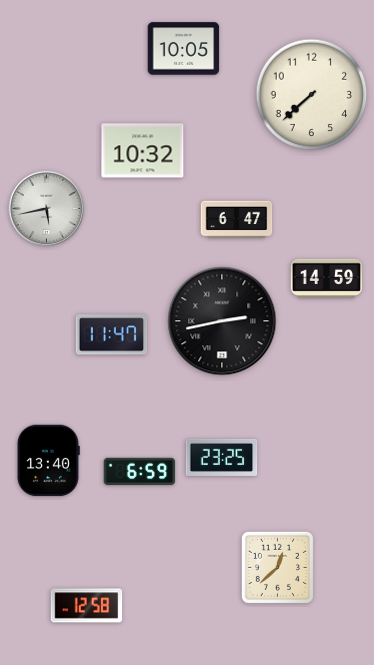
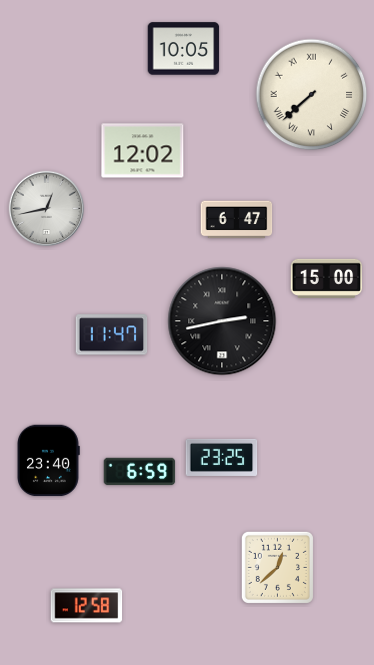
clock at (312, 95) numerals: Arabic -> Roman
clock at (143, 151): 10:32 -> 12:02
clock at (47, 209): 5:43 -> 12:43
clock at (327, 278): 14:59 -> 15:00
clock at (48, 461): 13:40 -> 23:40
